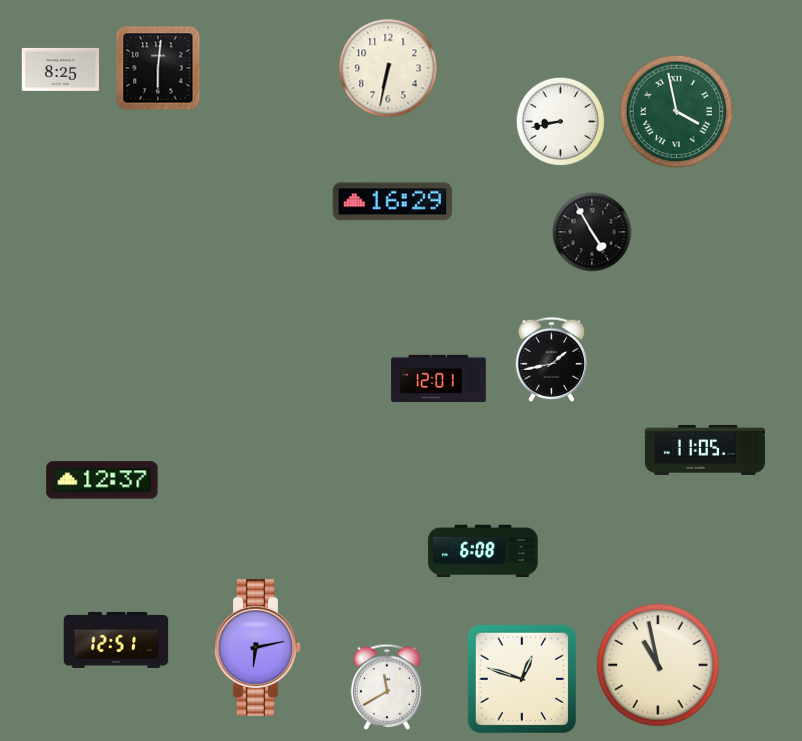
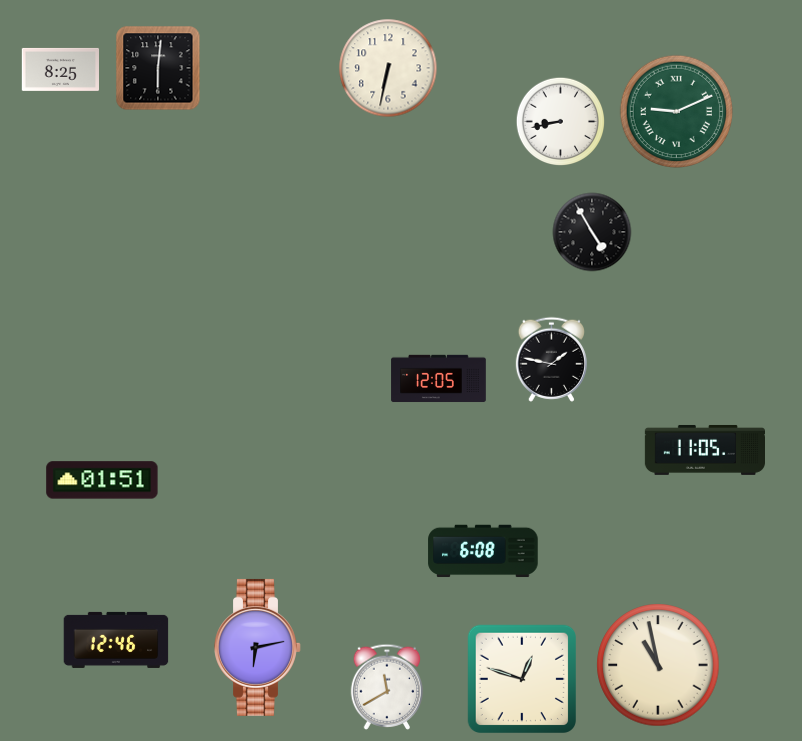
clock at (677, 112): 3:58 -> 9:11
clock at (393, 202): 16:29 -> none
clock at (551, 359): 1:43 -> 1:47
clock at (439, 379): 12:01 -> 12:05
clock at (102, 480): 12:37 -> 01:51
clock at (116, 640): 12:51 -> 12:46
